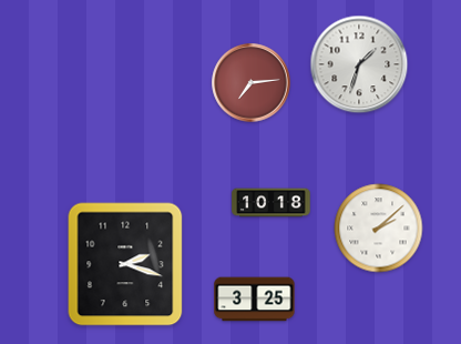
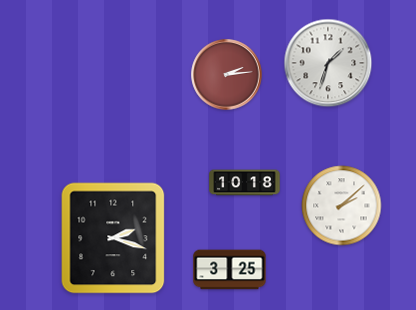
clock at (359, 64) position: (359, 64) -> (328, 63)
clock at (252, 83): 7:14 -> 2:14
